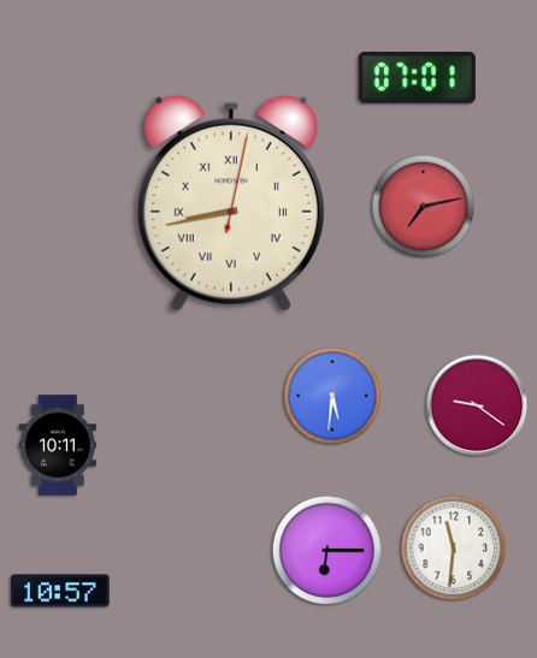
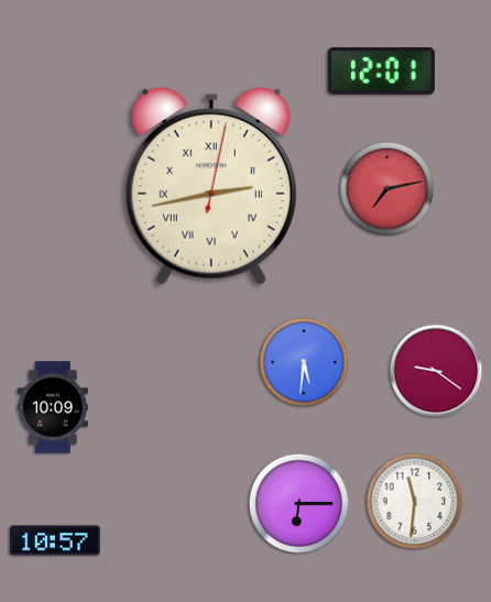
clock at (417, 78): 07:01 -> 12:01
clock at (231, 203): 8:43 -> 2:43
clock at (58, 445): 10:11 -> 10:09
